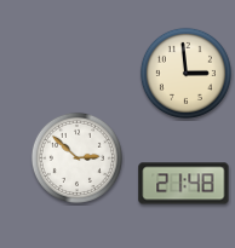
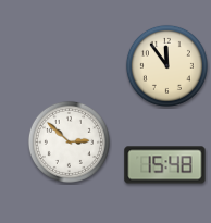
clock at (185, 73): 2:59 -> 11:54
clock at (184, 184): 21:48 -> 15:48
